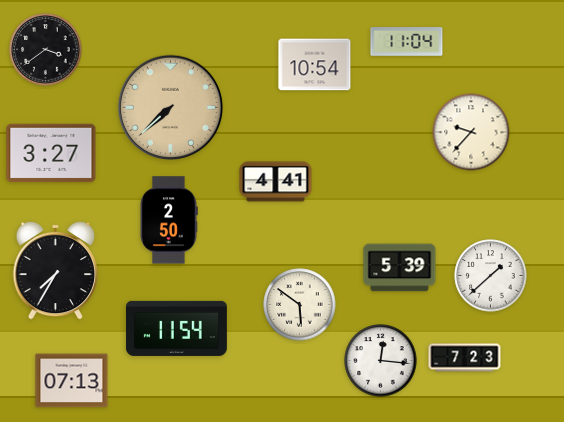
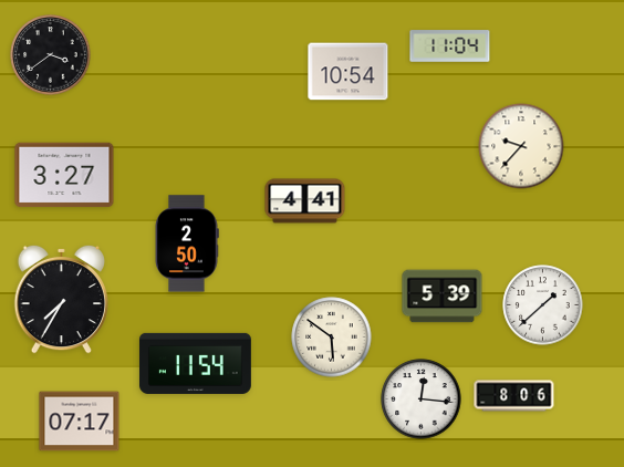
clock at (171, 108): 7:38 -> none
clock at (51, 153) position: (51, 153) -> (64, 175)
clock at (465, 358): 7:23 -> 8:06
clock at (72, 381): 07:13 -> 07:17
